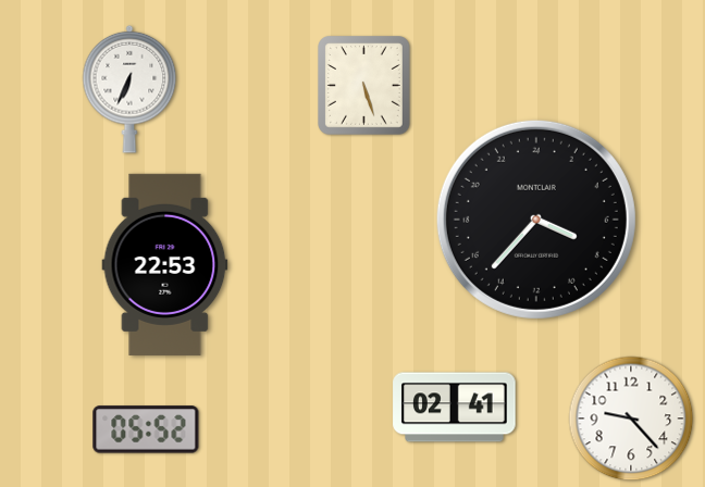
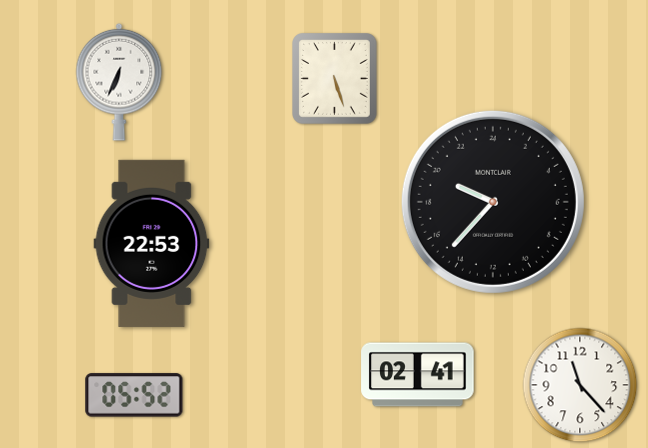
clock at (536, 220): 7:37 -> 19:37
clock at (631, 419): 9:23 -> 11:23
